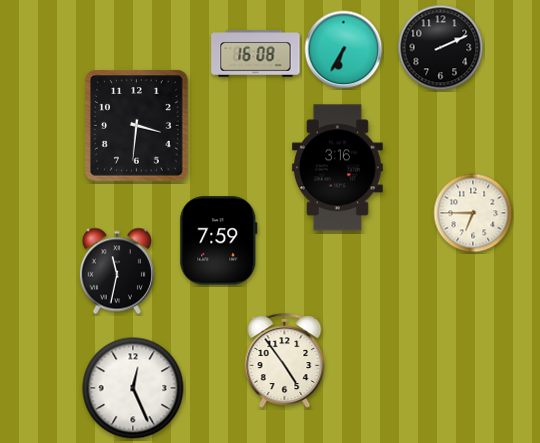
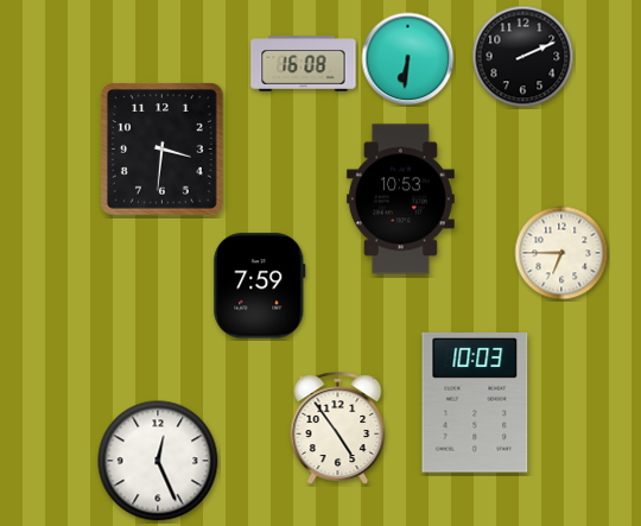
clock at (344, 50): 6:35 -> 6:31
clock at (337, 168): 3:16 -> 10:53
clock at (117, 271): 11:32 -> none
clock at (475, 403): none -> 10:03
